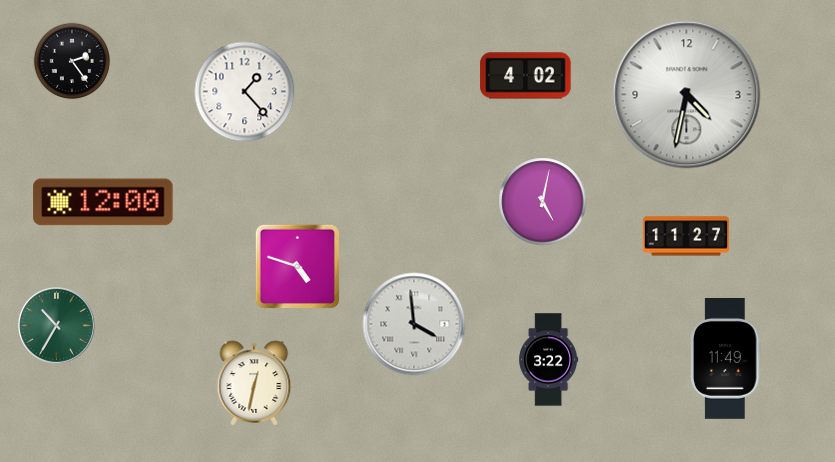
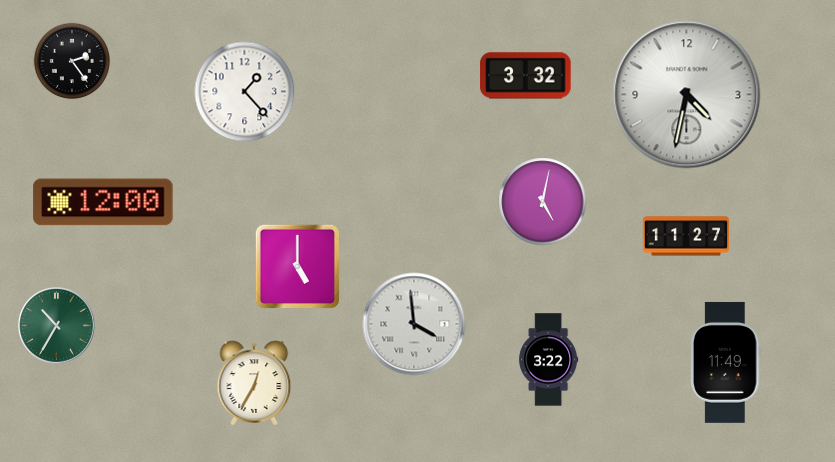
clock at (526, 76): 4:02 -> 3:32
clock at (297, 266): 4:48 -> 5:00
clock at (726, 358) position: (726, 358) -> (726, 362)
clock at (254, 383): 12:32 -> 12:35
